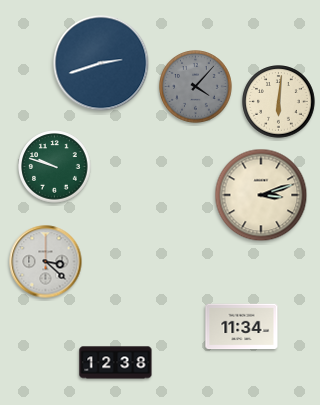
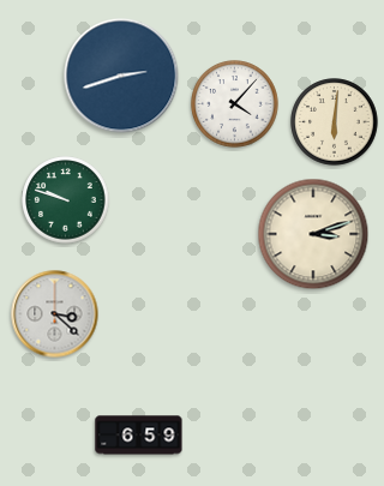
clock at (196, 87) dial: grey -> white
clock at (242, 327): 11:34 -> none
clock at (116, 363): 12:38 -> 6:59
